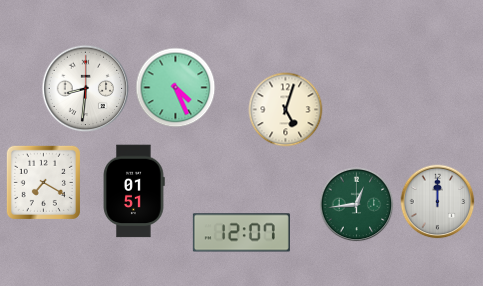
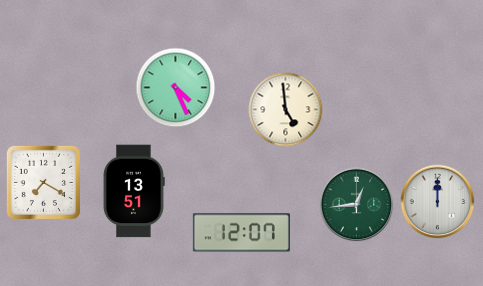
clock at (86, 89): 8:31 -> none
clock at (286, 110): 5:03 -> 4:59
clock at (134, 191): 01:51 -> 13:51
